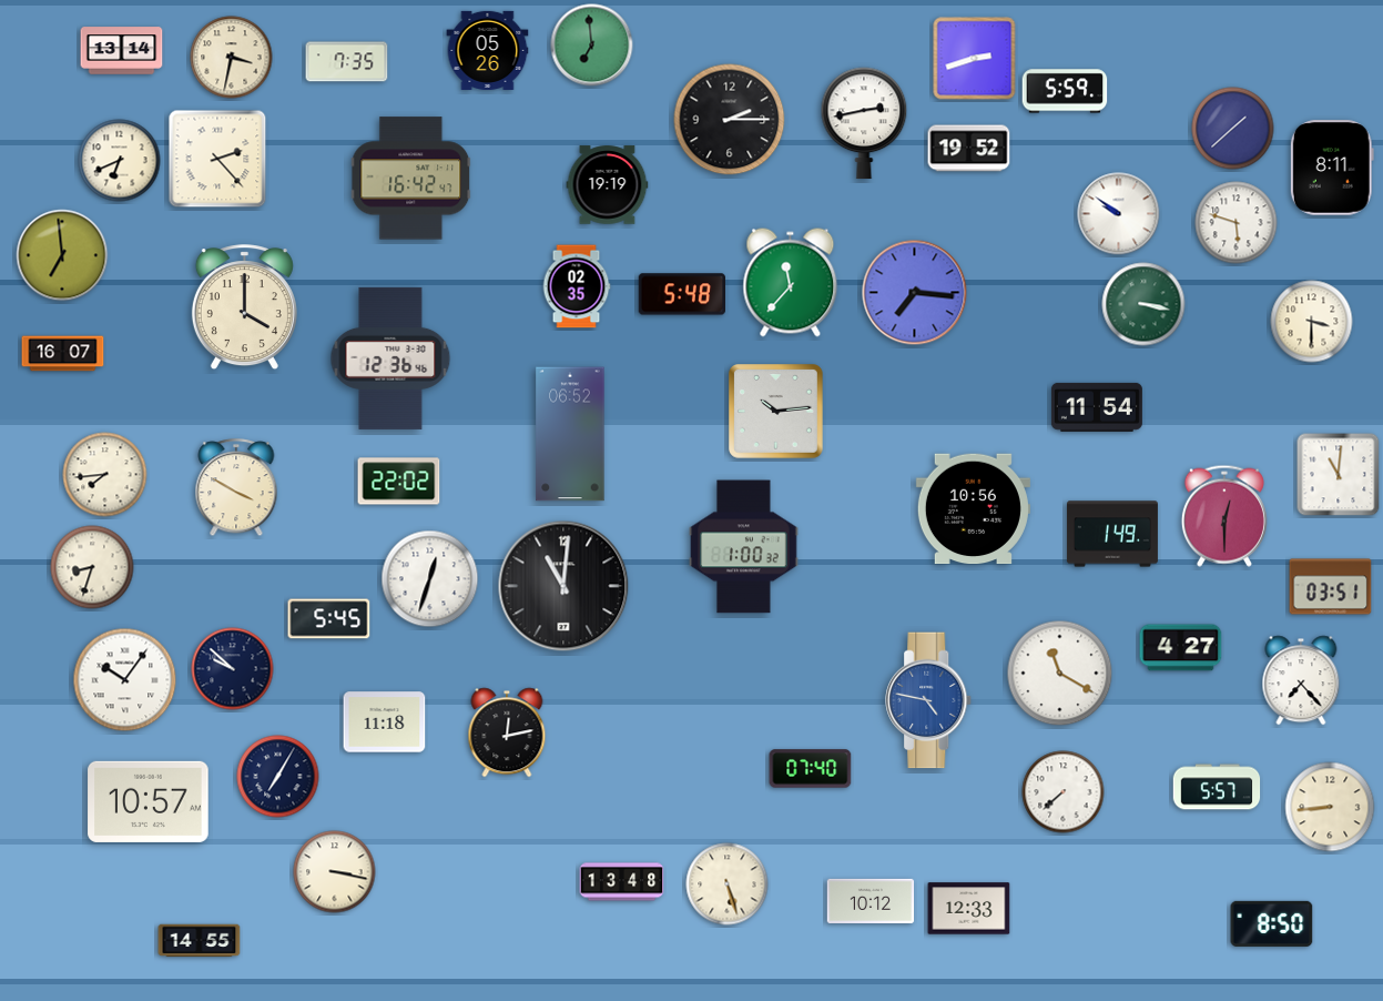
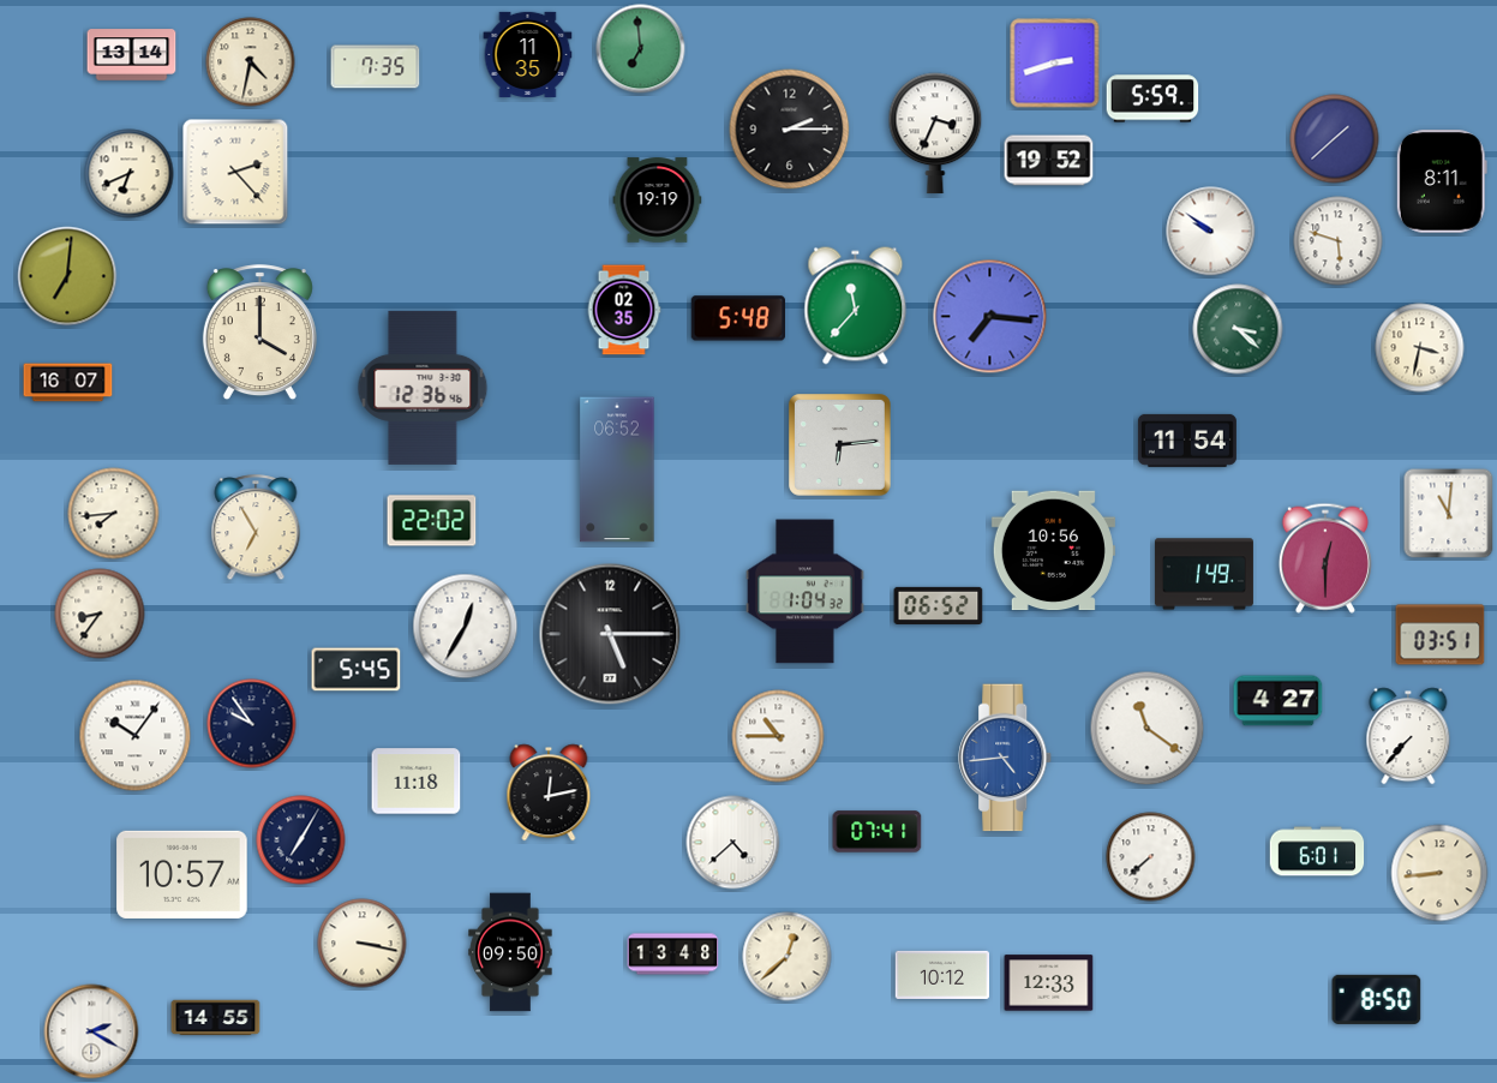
clock at (488, 50): 05:26 -> 11:35
clock at (232, 58): 3:32 -> 4:32
clock at (864, 123): 2:43 -> 3:34
clock at (411, 179): 16:42 -> none
clock at (62, 255): 6:59 -> 7:01
clock at (1143, 304): 3:17 -> 3:22
clock at (244, 307) position: (244, 307) -> (259, 333)
clock at (1312, 322): 3:30 -> 3:32
clock at (776, 412): 10:14 -> 6:14
clock at (236, 488): 3:50 -> 6:55
clock at (1112, 534) position: (1112, 534) -> (1204, 574)
clock at (744, 547): 1:00 -> 1:04
clock at (939, 605): none -> 06:52
clock at (92, 567): 8:33 -> 8:36
clock at (430, 579): 12:33 -> 12:35
clock at (563, 586): 11:01 -> 5:15
clock at (233, 669): 9:52 -> 9:54
clock at (1060, 674): 11:20 -> 11:21
clock at (778, 736): none -> 10:45
clock at (1301, 680): 7:23 -> 7:37
clock at (929, 700): 4:47 -> 4:44
clock at (811, 769): 07:40 -> 07:41
clock at (733, 843): none -> 4:38
clock at (1217, 787): 5:57 -> 6:01
clock at (149, 801) position: (149, 801) -> (182, 874)
clock at (510, 952): none -> 09:50
clock at (728, 884): 5:27 -> 12:38
clock at (91, 1031): none -> 2:20
